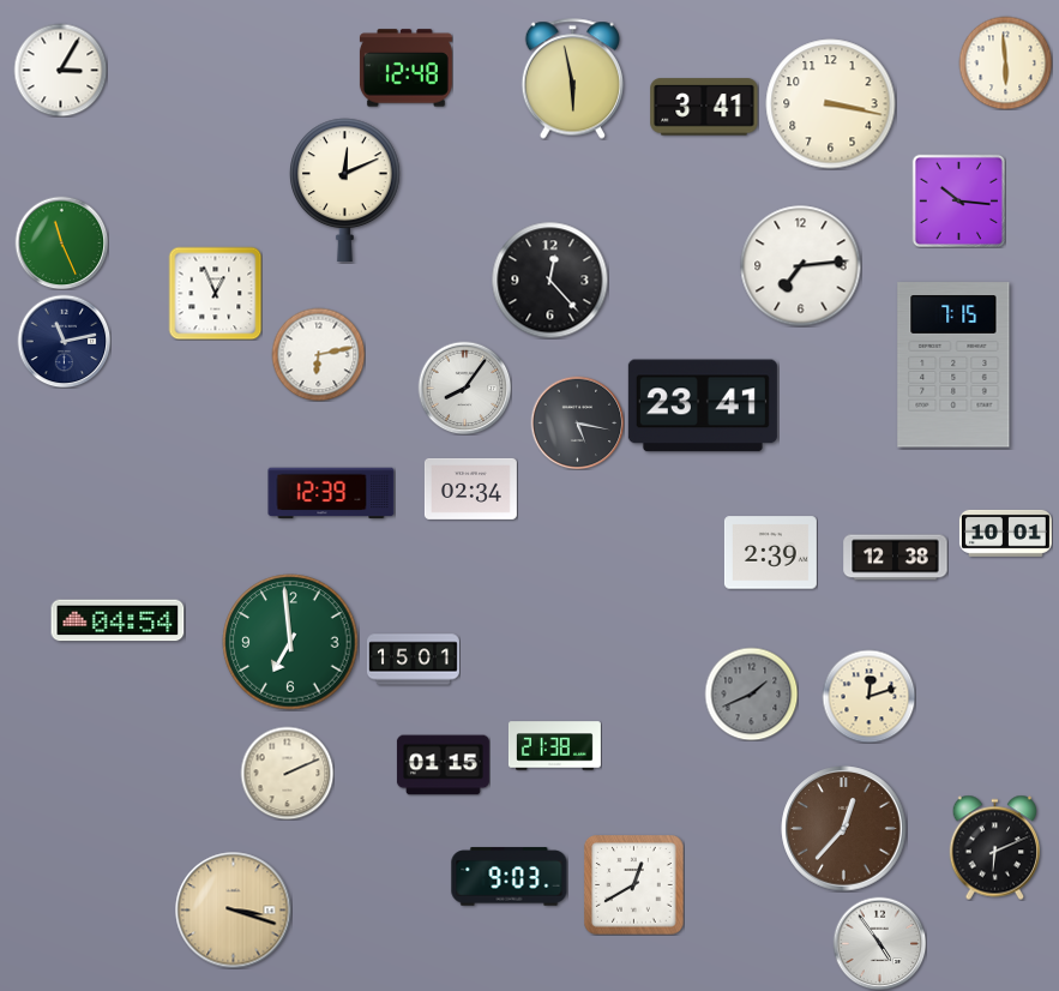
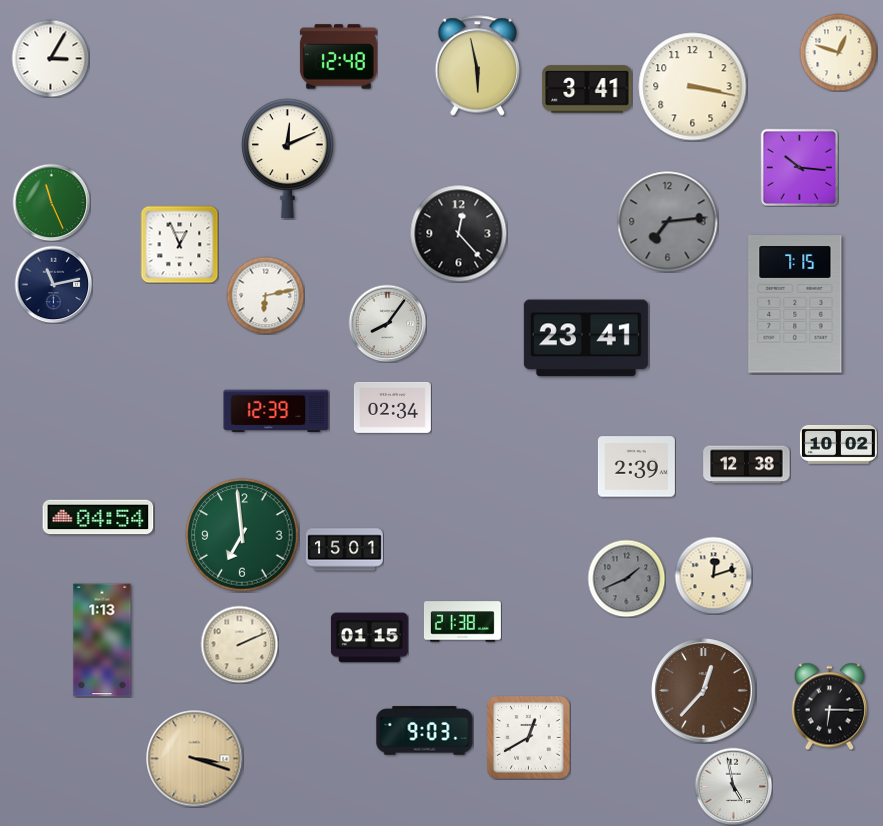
clock at (1005, 62): 5:59 -> 12:48
clock at (801, 266) dial: white -> grey
clock at (577, 422): 5:17 -> none
clock at (1005, 533): 10:01 -> 10:02
clock at (770, 553) position: (770, 553) -> (636, 467)
clock at (868, 696) position: (868, 696) -> (713, 575)
clock at (102, 640): none -> 1:13
clock at (994, 847): 6:11 -> 6:15
clock at (879, 943): 4:54 -> 4:58
